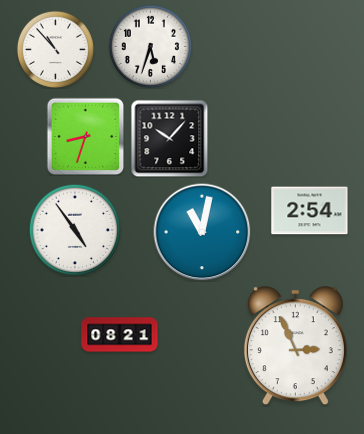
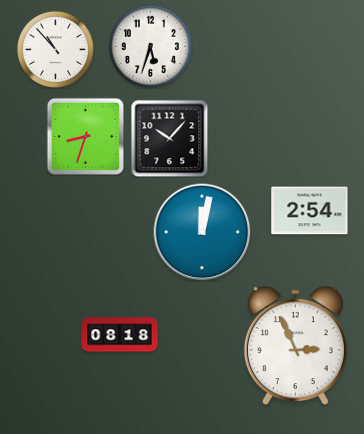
clock at (75, 230): 4:54 -> none
clock at (202, 232): 11:02 -> 12:02
clock at (120, 335): 08:21 -> 08:18
